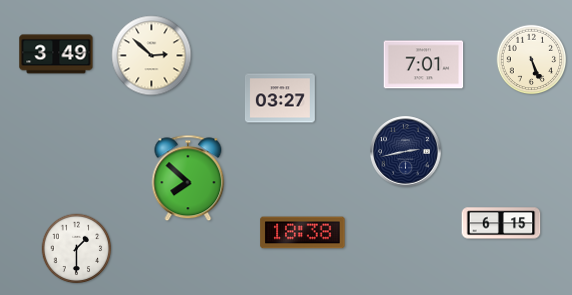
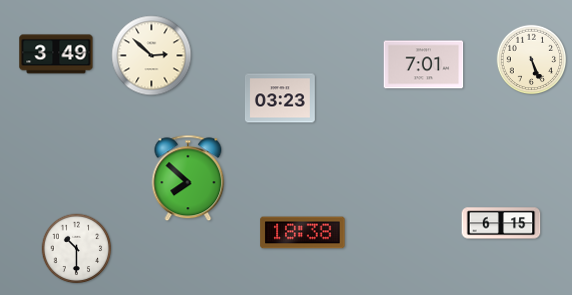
clock at (280, 98): 03:27 -> 03:23
clock at (406, 152): 2:43 -> none
clock at (77, 249): 1:30 -> 10:30
